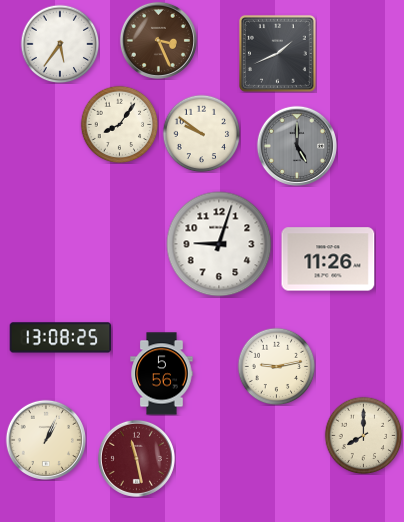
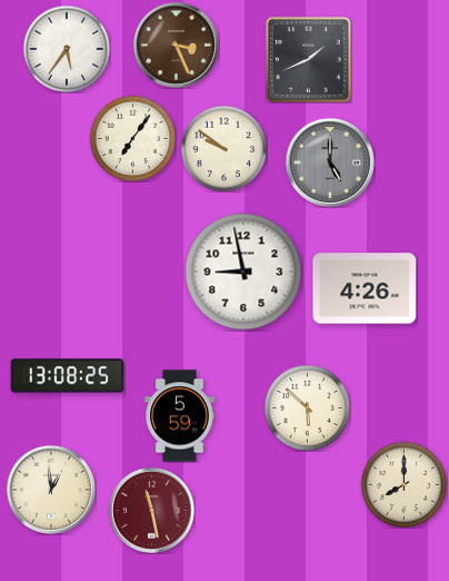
clock at (119, 124): 8:06 -> 7:06
clock at (219, 244): 9:03 -> 8:58
clock at (328, 259): 11:26 -> 4:26
clock at (276, 366): 9:13 -> 5:52
clock at (162, 374): 5:56 -> 5:59
clock at (46, 440): 1:04 -> 12:59
